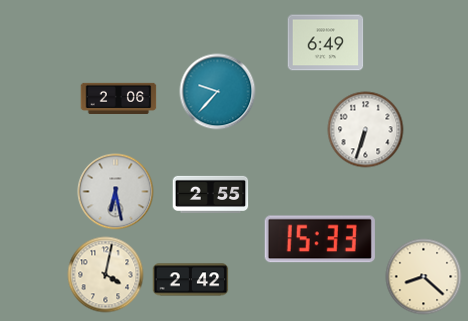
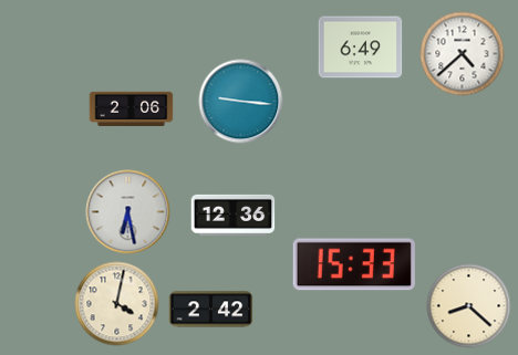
clock at (463, 54): none -> 4:38
clock at (218, 92): 9:37 -> 9:16
clock at (366, 130): 6:33 -> none
clock at (211, 194): 2:55 -> 12:36
